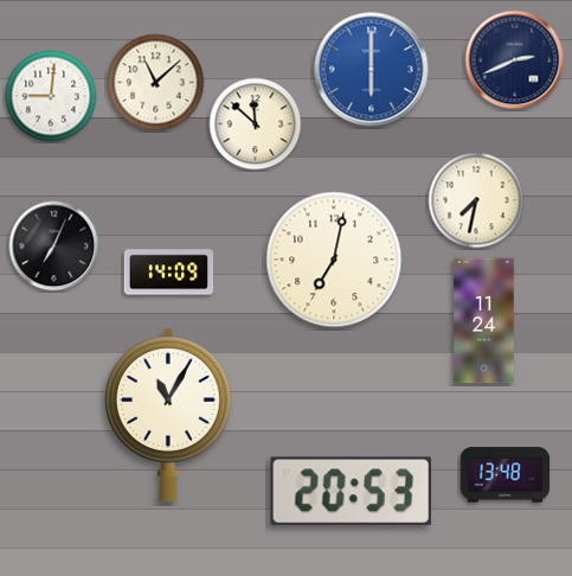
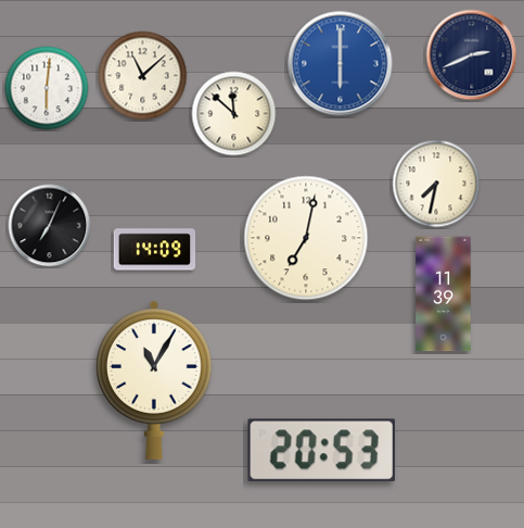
clock at (51, 96): 9:01 -> 6:01
clock at (484, 321): 11:24 -> 11:39
clock at (506, 475): 13:48 -> none
